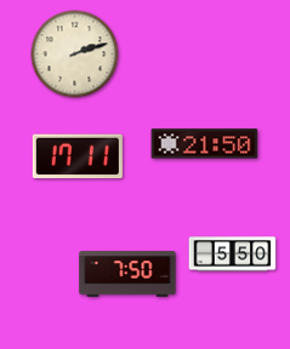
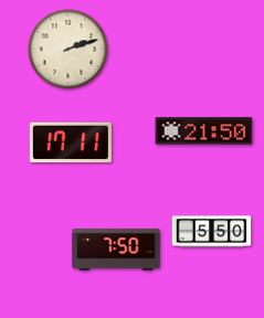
clock at (205, 144) position: (205, 144) -> (204, 131)
